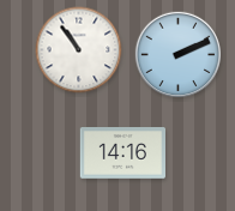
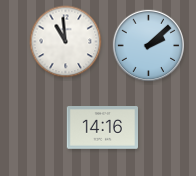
clock at (79, 50): 10:54 -> 10:59
clock at (179, 55): 2:11 -> 2:08
